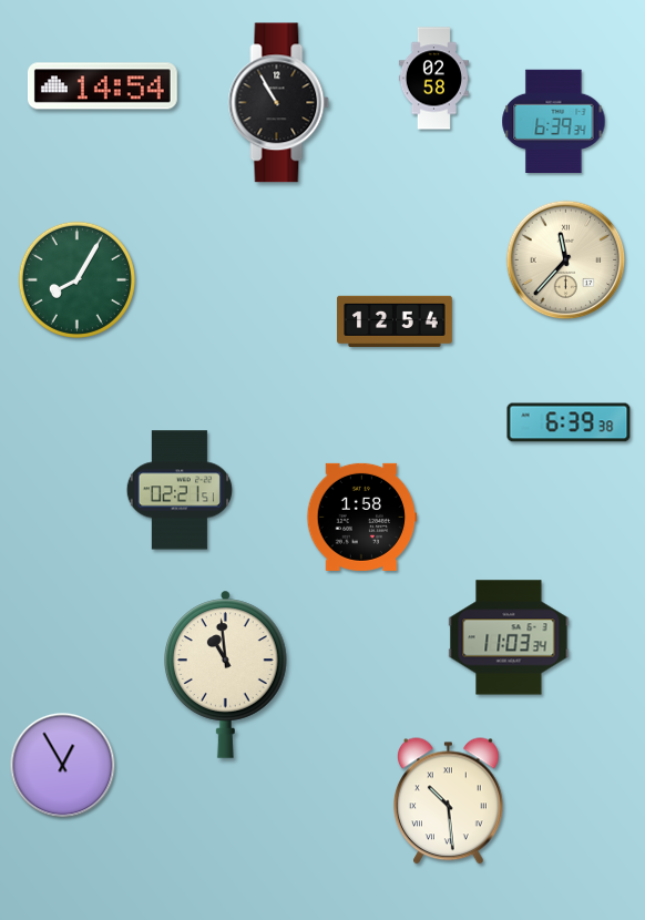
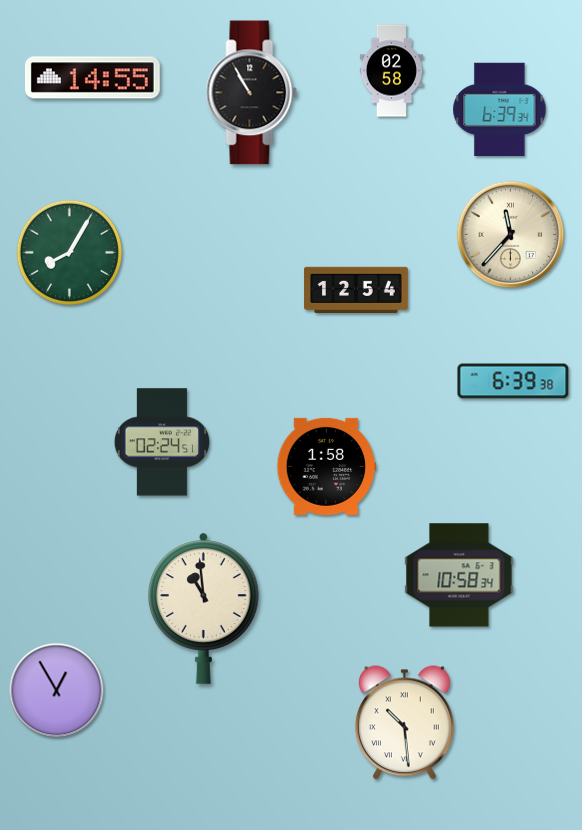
clock at (102, 86): 14:54 -> 14:55
clock at (180, 490): 02:21 -> 02:24
clock at (509, 637): 11:03 -> 10:58
